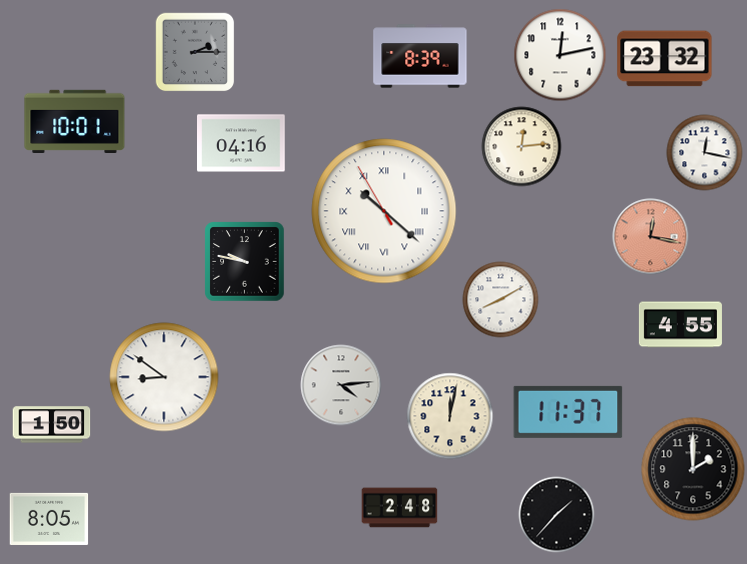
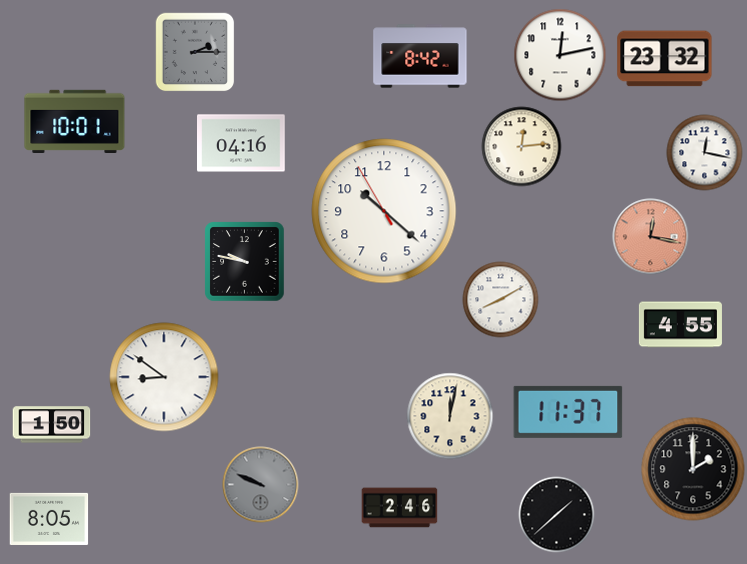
clock at (420, 56): 8:39 -> 8:42
clock at (384, 211) numerals: Roman -> Arabic
clock at (341, 385): 4:14 -> none
clock at (261, 485): none -> 9:49
clock at (400, 508): 2:48 -> 2:46
clock at (557, 515): 1:37 -> 1:38
